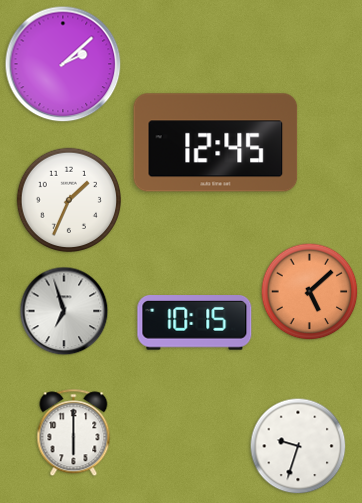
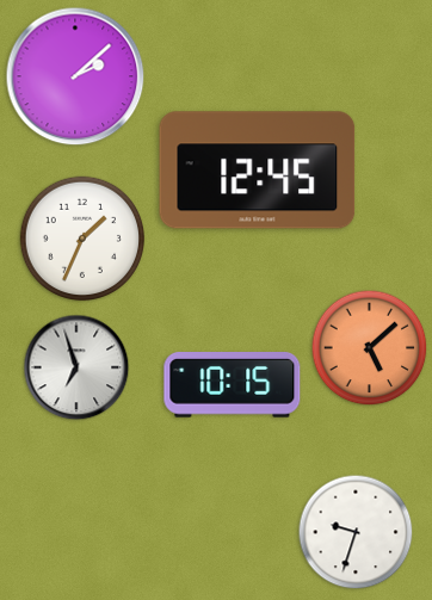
clock at (64, 311) position: (64, 311) -> (76, 367)
clock at (74, 433): 6:00 -> none
